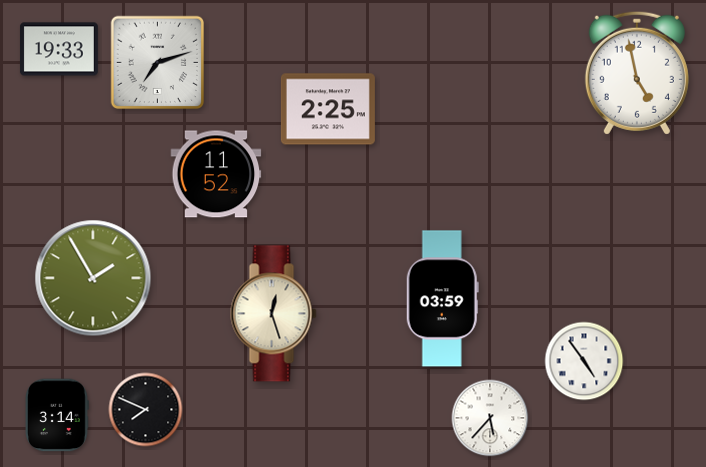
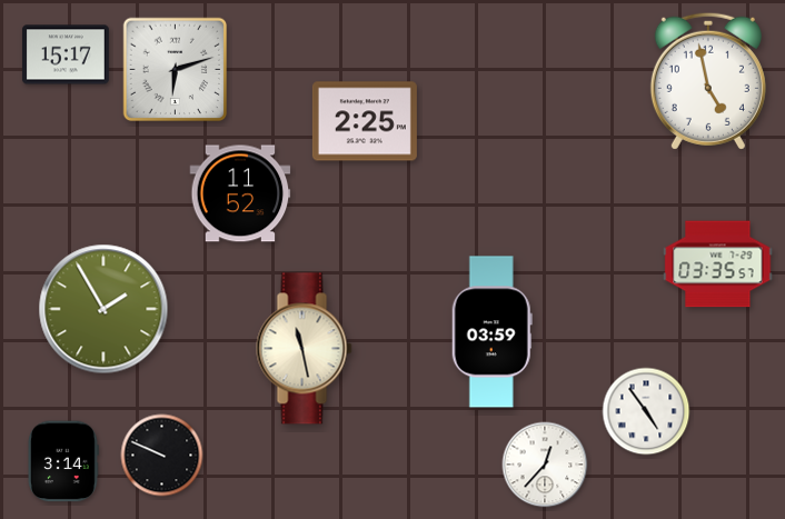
clock at (59, 49): 19:33 -> 15:17
clock at (158, 63): 7:12 -> 6:12
clock at (718, 265): none -> 03:35
clock at (274, 314): 12:27 -> 11:28
clock at (584, 361) position: (584, 361) -> (646, 411)
clock at (146, 410): 7:49 -> 9:49
clock at (490, 418): 5:37 -> 12:37
